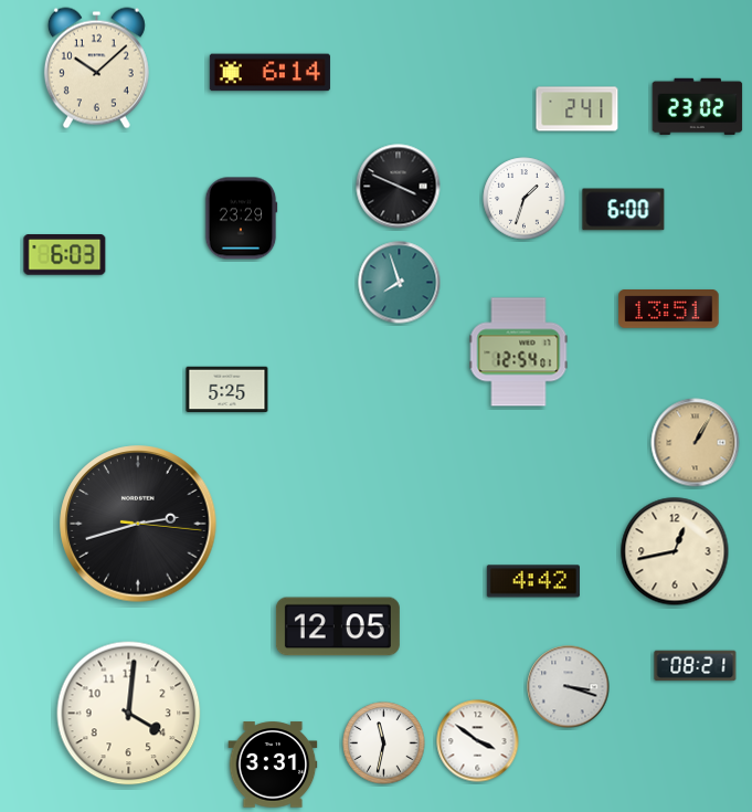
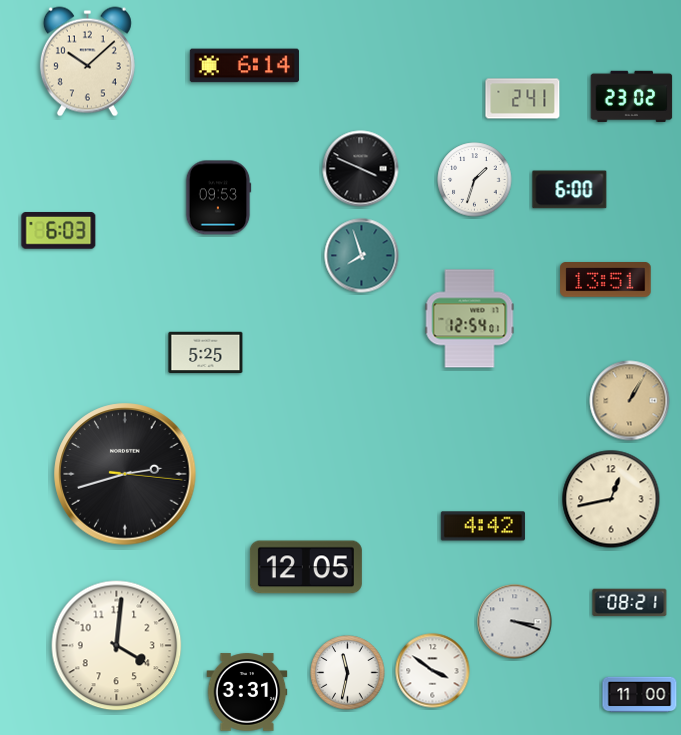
clock at (624, 210) position: (624, 210) -> (570, 190)
clock at (241, 219): 23:29 -> 09:53
clock at (640, 695): none -> 11:00
